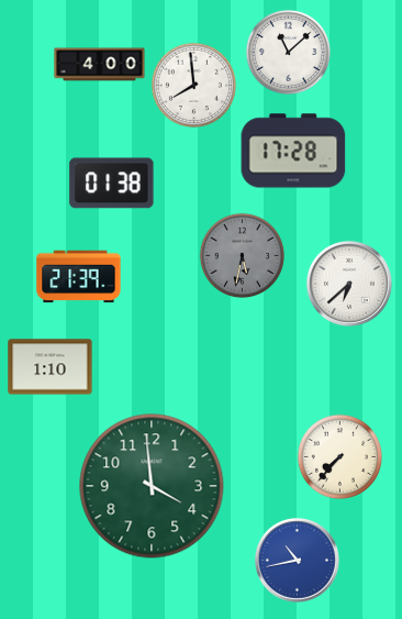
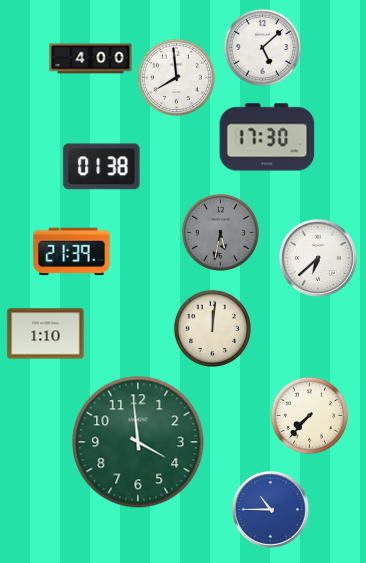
clock at (288, 52): 11:08 -> 5:08
clock at (293, 151): 17:28 -> 17:30
clock at (212, 328): none -> 12:01
clock at (297, 560): 10:43 -> 10:45
